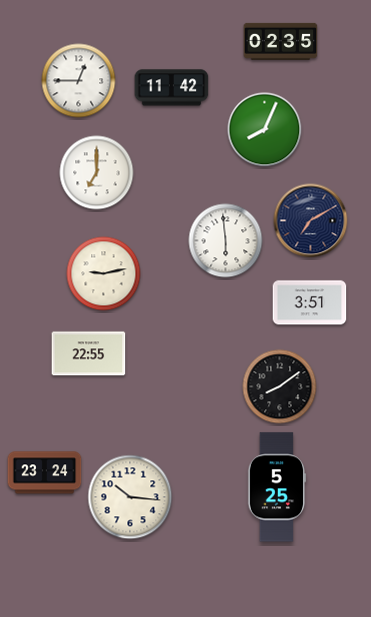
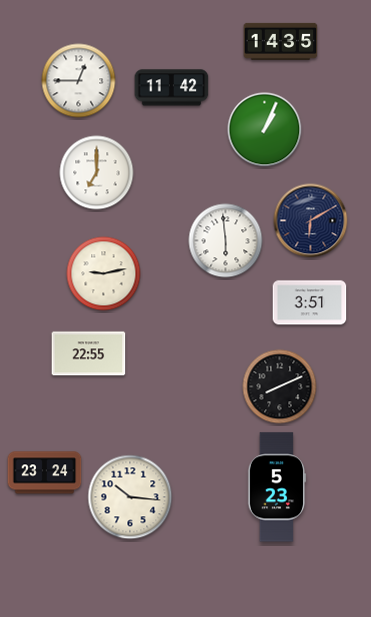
clock at (281, 41): 02:35 -> 14:35
clock at (265, 130): 8:04 -> 1:04
clock at (311, 221): 7:10 -> 6:10
clock at (280, 387): 8:09 -> 8:11
clock at (277, 487): 5:25 -> 5:23
